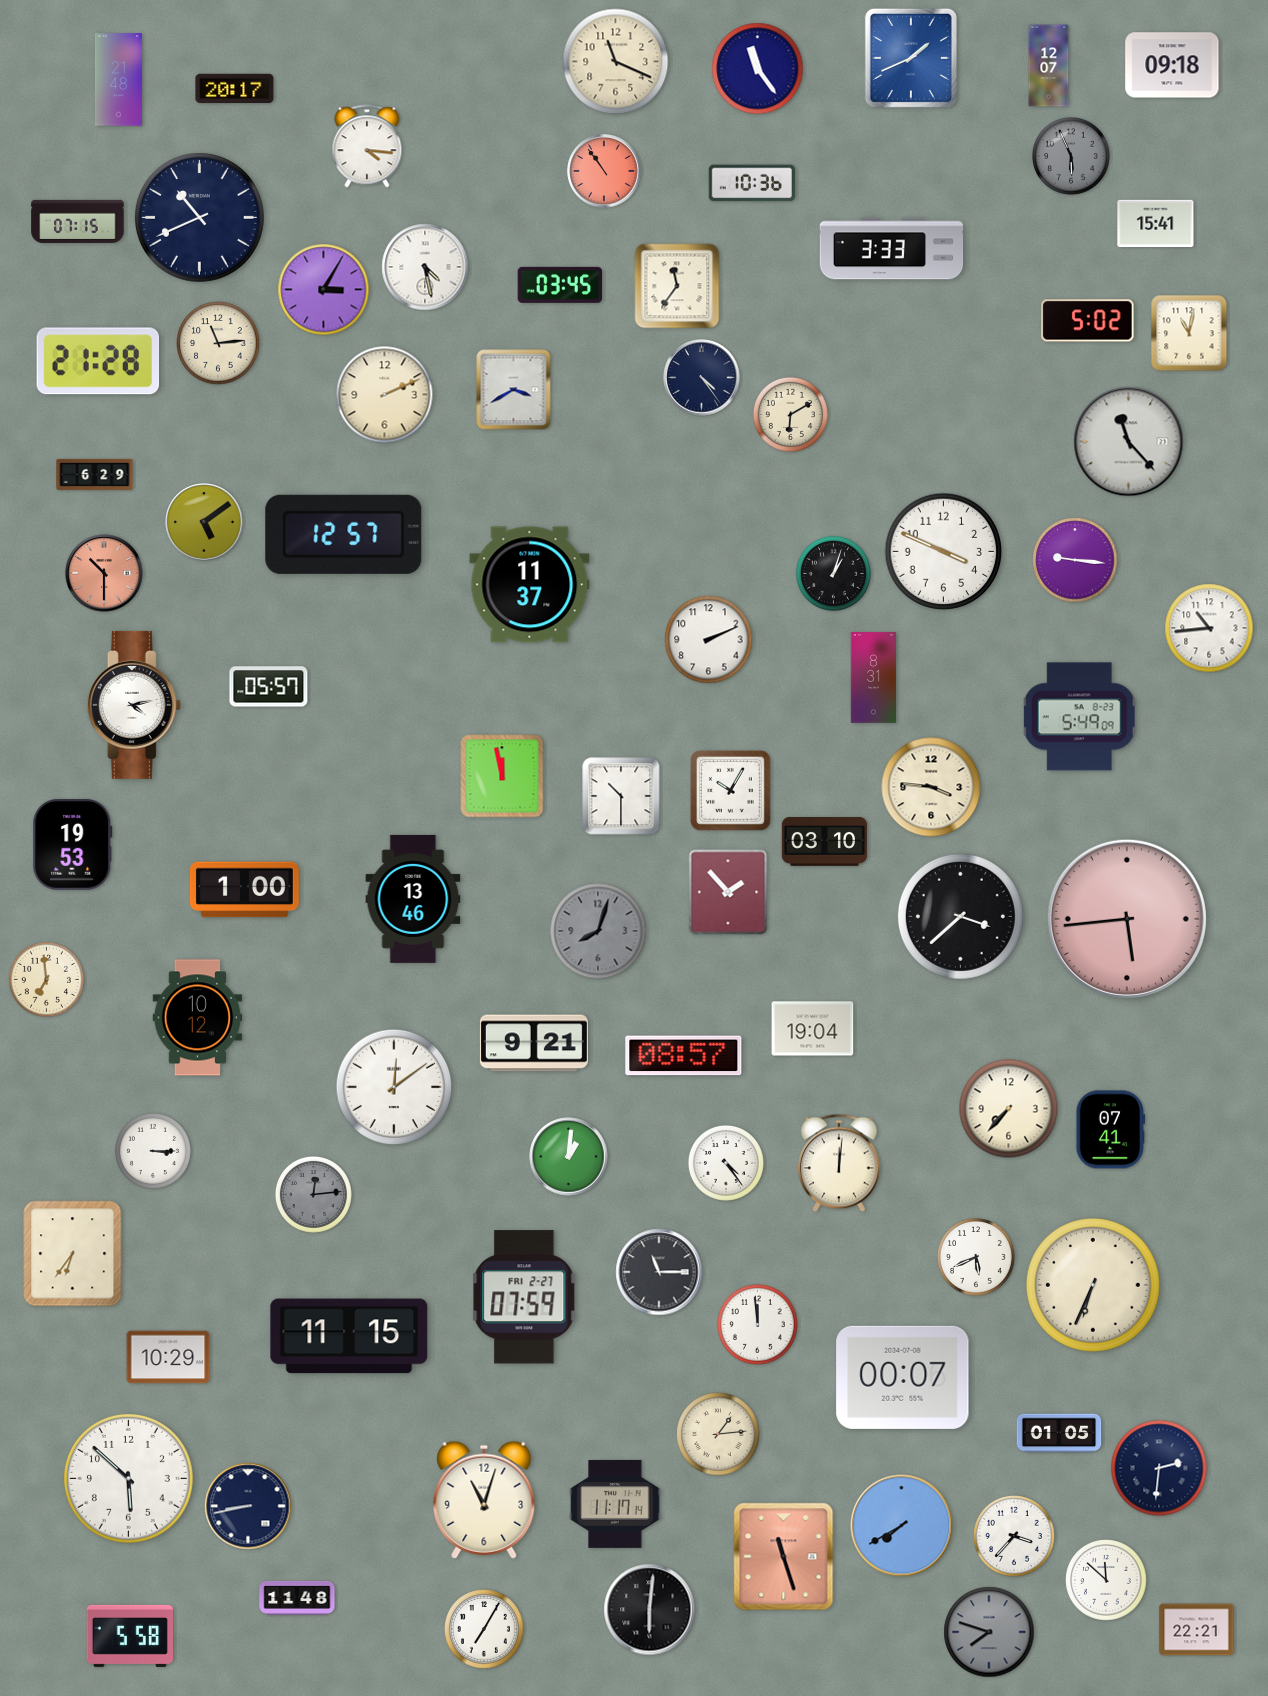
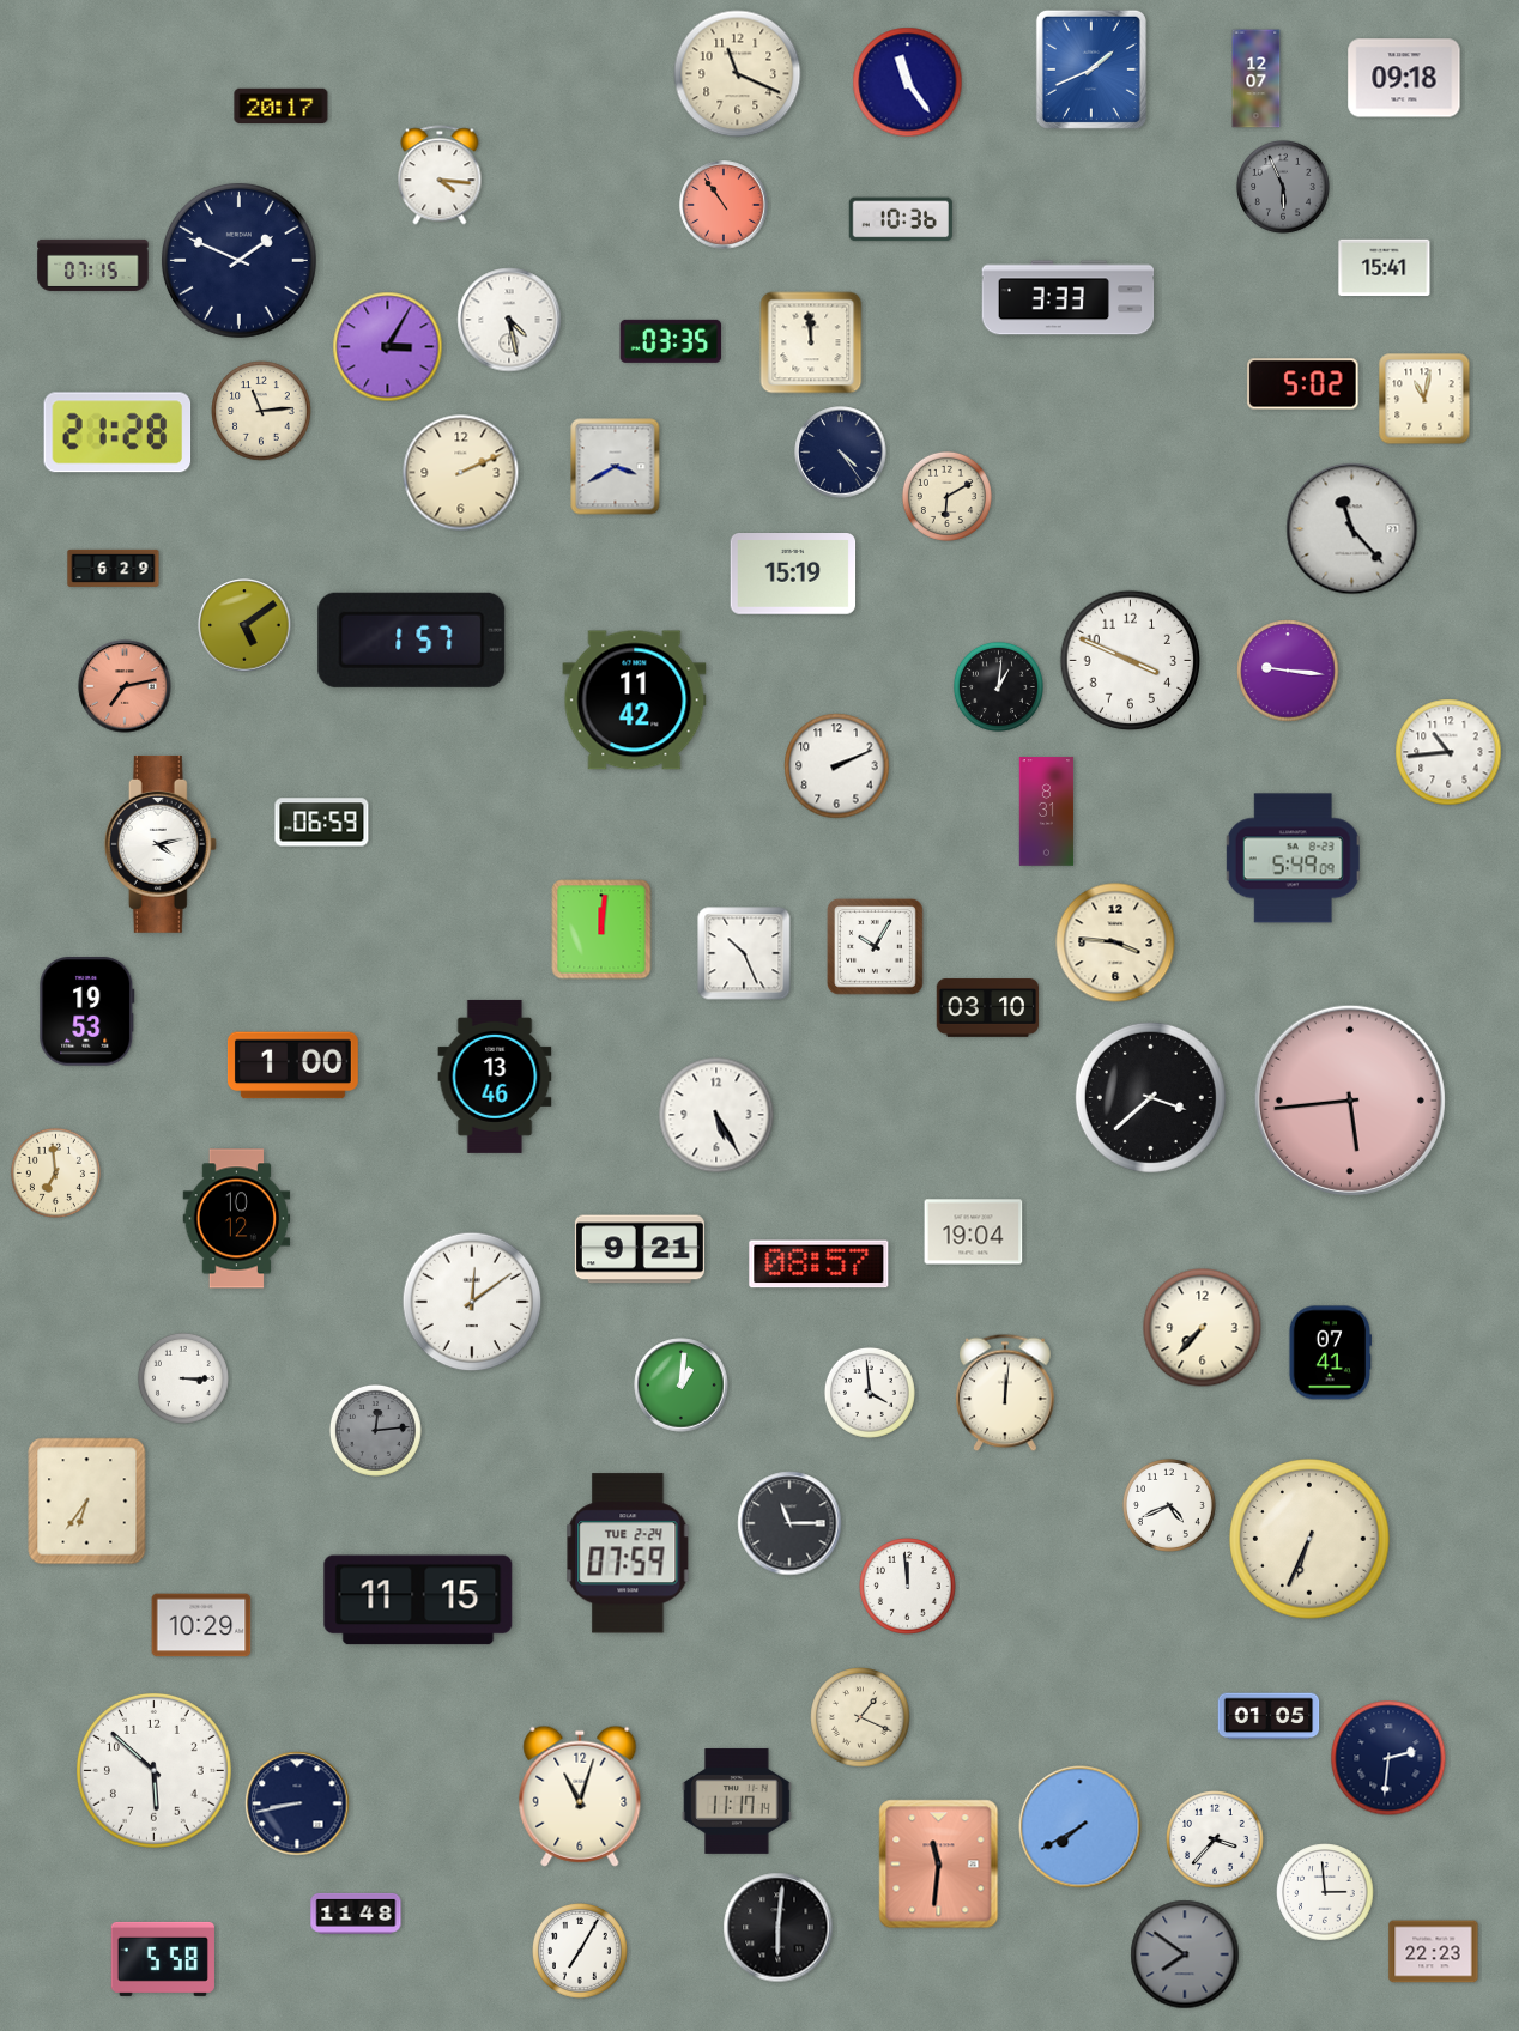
clock at (118, 80): 21:48 -> none
clock at (199, 217): 10:41 -> 1:49
clock at (560, 285): 03:45 -> 03:35
clock at (677, 286): 11:36 -> 11:59
clock at (793, 575): none -> 15:19
clock at (344, 534): 12:57 -> 1:57
clock at (104, 573): 10:30 -> 7:13
clock at (833, 573): 1:03 -> 1:01
clock at (530, 585): 11:37 -> 11:42
clock at (709, 640) position: (709, 640) -> (837, 766)
clock at (269, 687): 05:57 -> 06:59
clock at (502, 776): 11:58 -> 12:01
clock at (621, 796): 10:30 -> 10:26
clock at (728, 892): 1:53 -> none
clock at (598, 931): 8:03 -> 5:25
clock at (598, 931) dial: grey -> white
clock at (1009, 1109) position: (1009, 1109) -> (1203, 1328)
clock at (726, 1163): 4:24 -> 3:59
clock at (976, 1257): 5:41 -> 4:41
clock at (524, 1297) date: FRI 2-27 -> TUE 2-24
clock at (903, 1377): 00:07 -> none
clock at (718, 1434): 1:14 -> 1:19
clock at (784, 1557): 11:27 -> 11:31
clock at (1106, 1580): 11:52 -> 2:59
clock at (1197, 1630): 22:21 -> 22:23
clock at (989, 1632): 7:48 -> 7:51
clock at (130, 1636) position: (130, 1636) -> (163, 1959)
